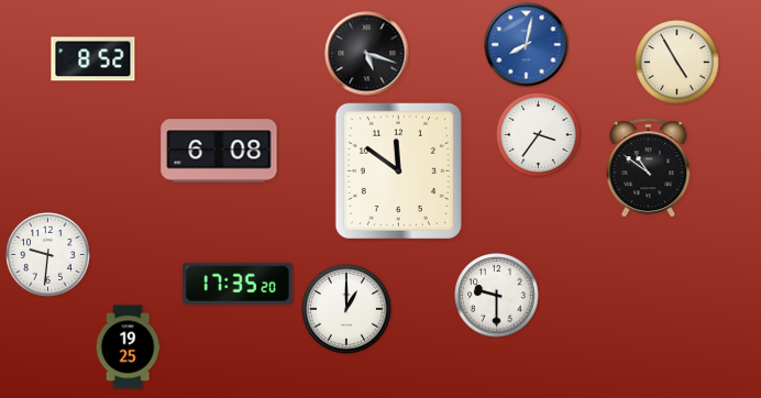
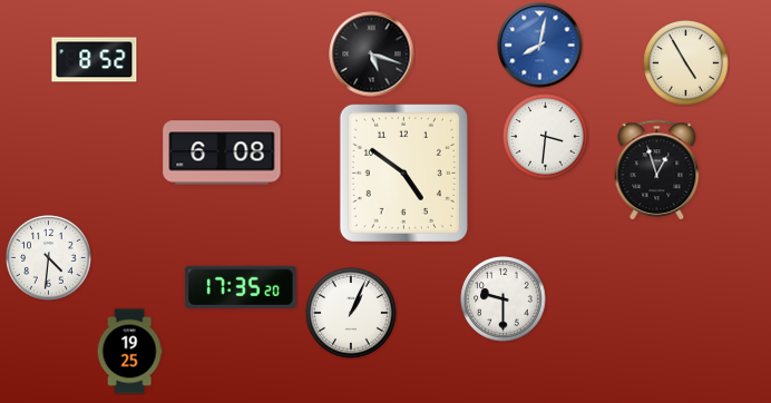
clock at (527, 45) position: (527, 45) -> (540, 46)
clock at (539, 135): 3:36 -> 3:31
clock at (649, 168): 10:51 -> 12:57
clock at (398, 170): 11:51 -> 4:51
clock at (48, 255): 9:31 -> 4:31
clock at (346, 309): 1:00 -> 1:04
